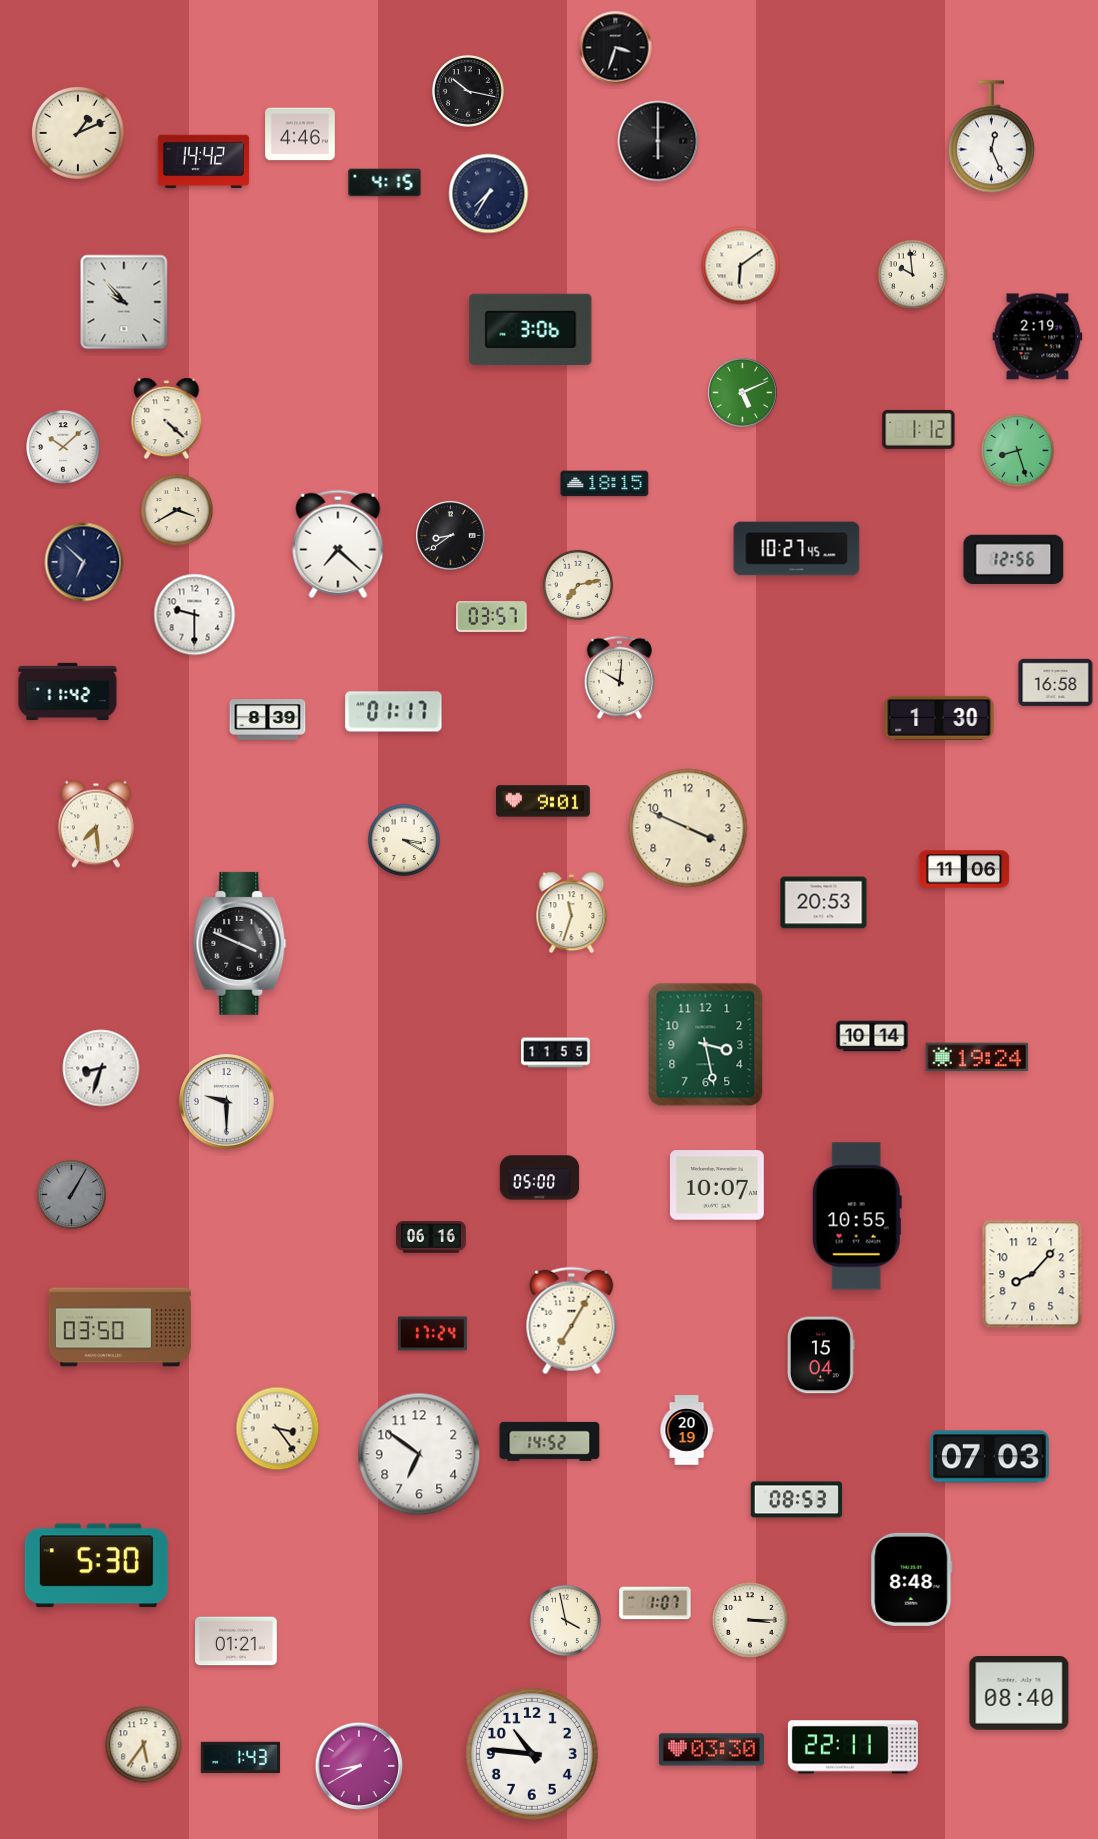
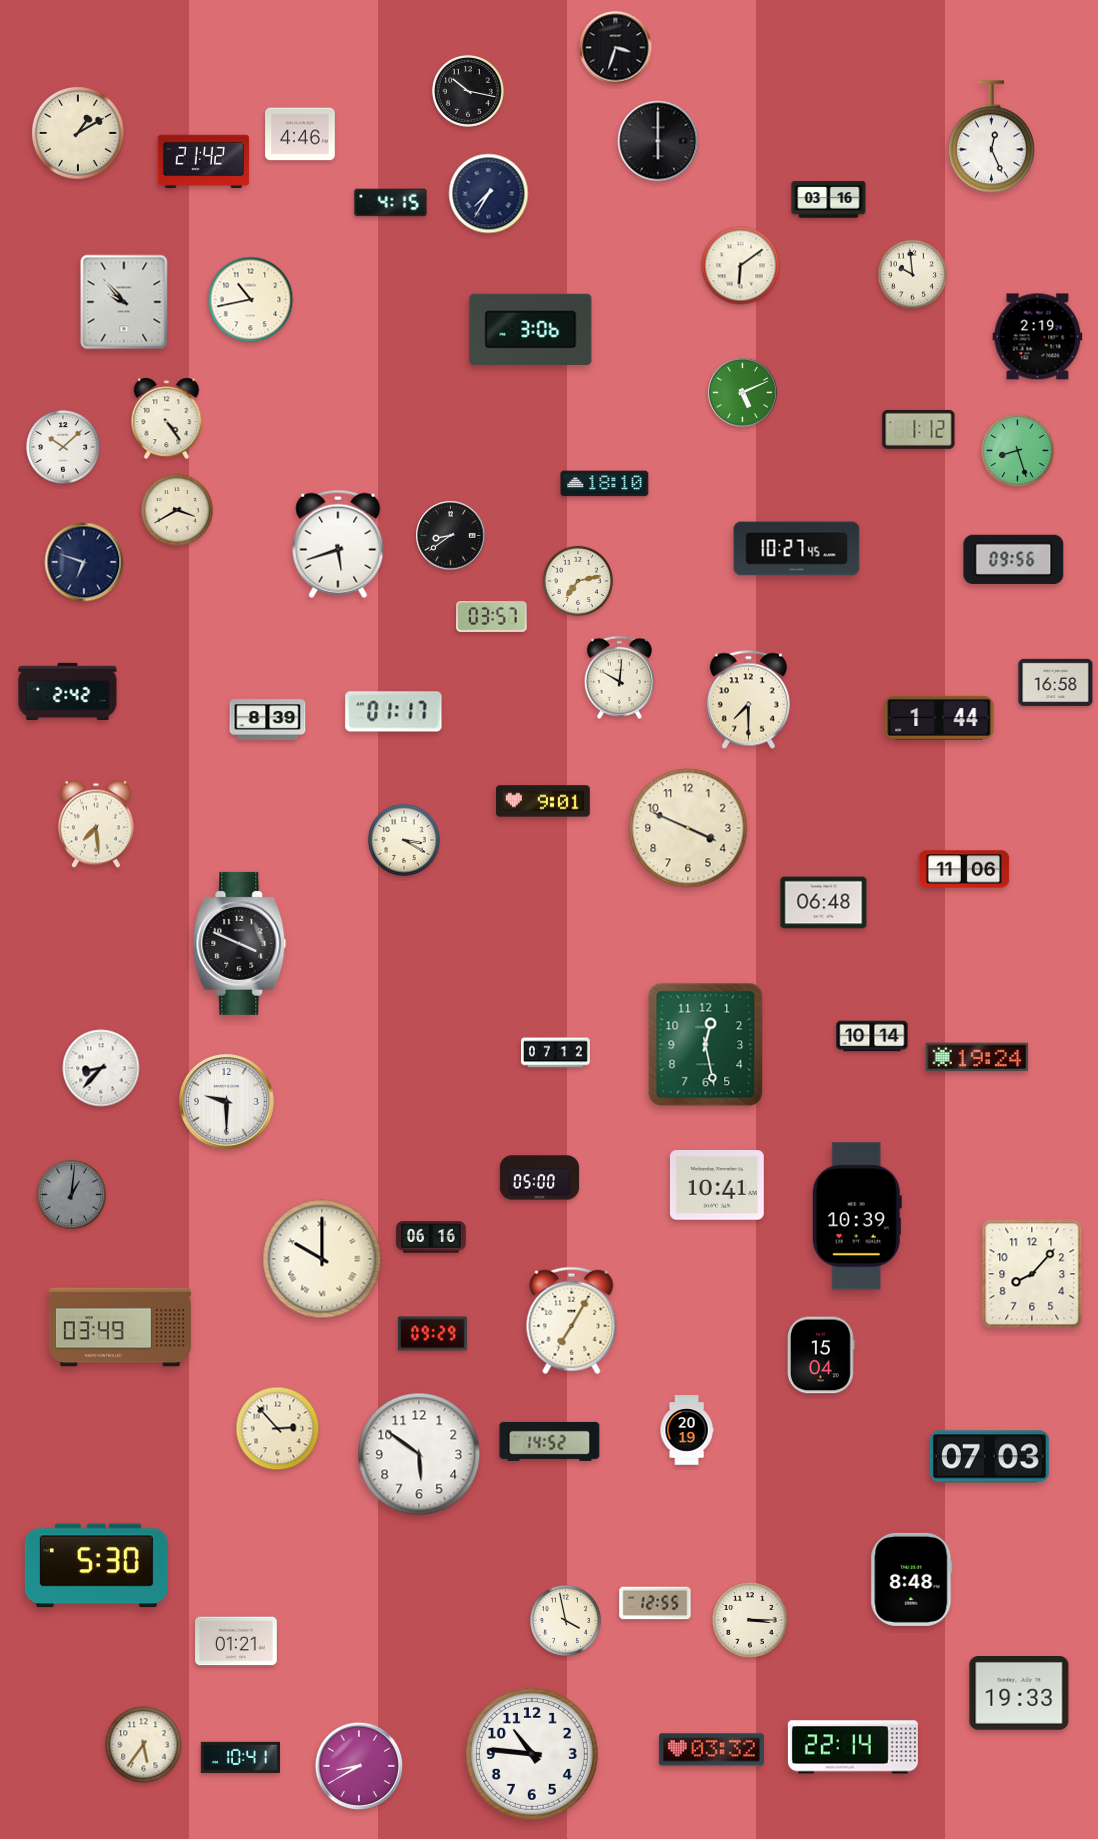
clock at (78, 133): 1:11 -> 1:10
clock at (204, 162): 14:42 -> 21:42
clock at (385, 183) position: (385, 183) -> (391, 203)
clock at (829, 200): none -> 03:16
clock at (251, 300): none -> 10:43
clock at (167, 419): 4:22 -> 4:24
clock at (605, 484): 18:15 -> 18:10
clock at (338, 544): 7:22 -> 5:42
clock at (1014, 559): 12:56 -> 09:56
clock at (84, 562): 6:52 -> 6:48
clock at (578, 585) position: (578, 585) -> (578, 581)
clock at (195, 615): 9:30 -> none
clock at (68, 692): 11:42 -> 2:42
clock at (748, 700): none -> 7:30
clock at (939, 718): 1:30 -> 1:44
clock at (824, 903): 20:53 -> 06:48
clock at (572, 913): 11:33 -> none
clock at (706, 1045): 3:28 -> 12:28
clock at (556, 1053): 11:55 -> 07:12
clock at (101, 1068): 8:33 -> 8:37
clock at (717, 1185): 10:07 -> 10:41
clock at (71, 1194): 1:05 -> 1:01
clock at (857, 1216): 10:55 -> 10:39
clock at (322, 1259): none -> 10:00
clock at (120, 1327): 03:50 -> 03:49
clock at (432, 1334): 17:24 -> 09:29
clock at (278, 1429): 3:24 -> 2:53
clock at (419, 1454): 6:51 -> 5:51
clock at (797, 1500): 08:53 -> none
clock at (655, 1603): 1:07 -> 12:55
clock at (1019, 1694): 08:40 -> 19:33
clock at (853, 1747): 22:11 -> 22:14
clock at (711, 1750): 03:30 -> 03:32
clock at (240, 1758): 1:43 -> 10:41
